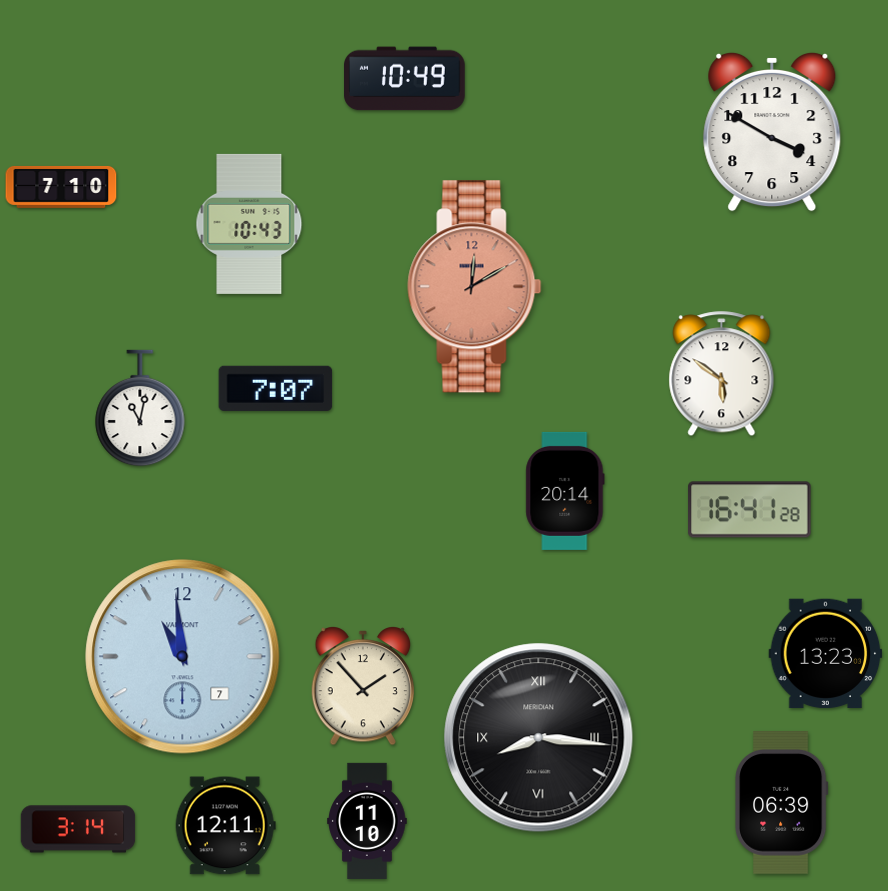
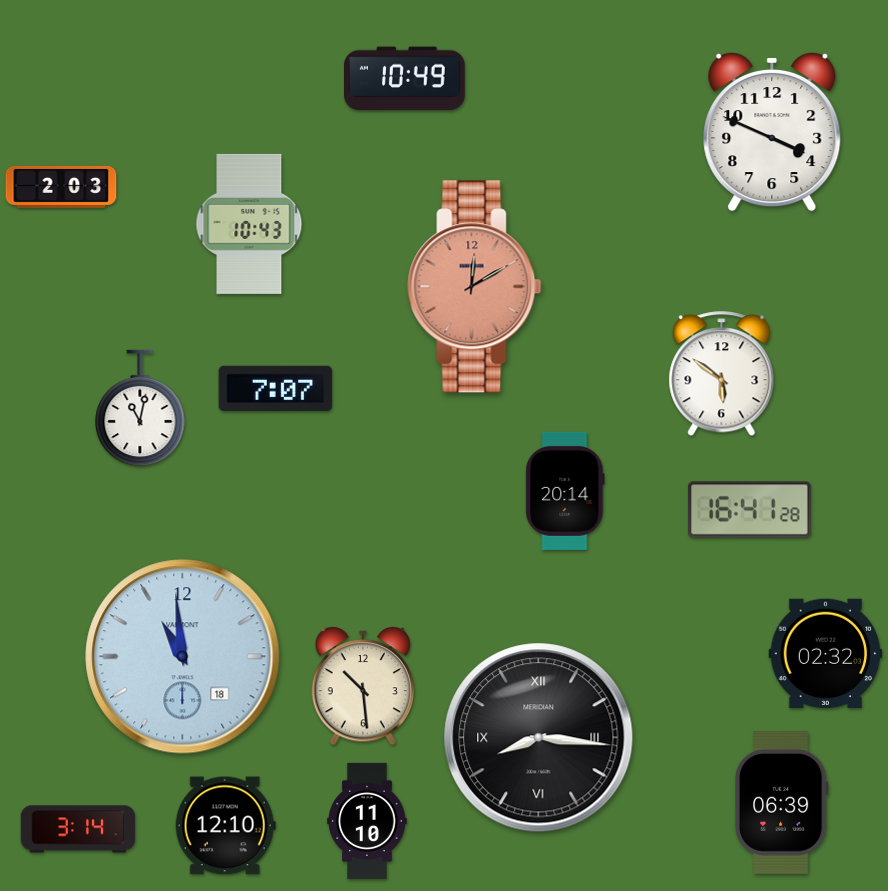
clock at (772, 132): 3:50 -> 3:49
clock at (61, 187): 7:10 -> 2:03
clock at (826, 654): 13:23 -> 02:32
clock at (183, 657) date: 7 -> 18
clock at (362, 687): 1:53 -> 10:29
clock at (225, 826): 12:11 -> 12:10
